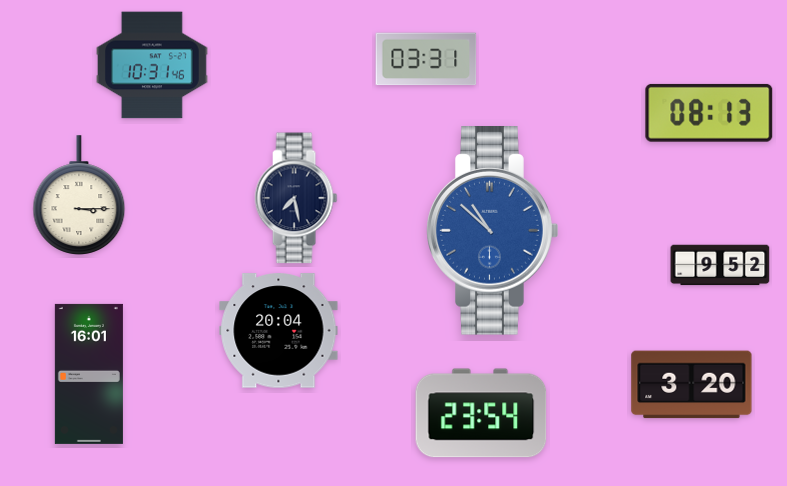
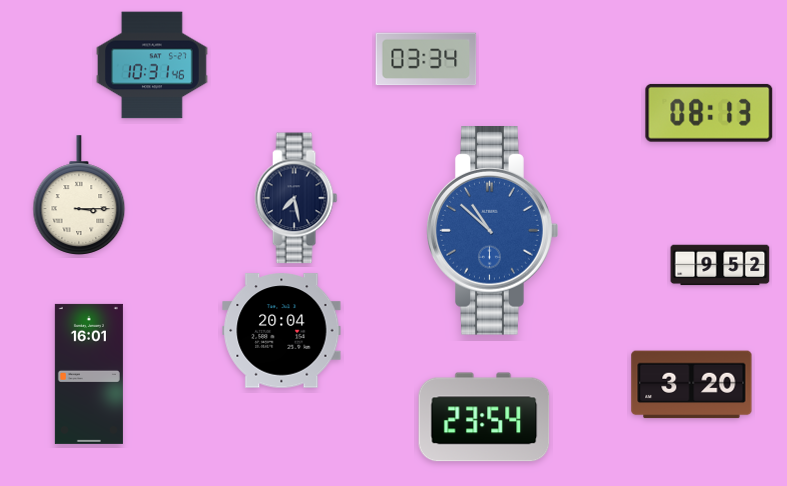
clock at (426, 59): 03:31 -> 03:34
clock at (279, 331) position: (279, 331) -> (282, 331)
clock at (481, 413) position: (481, 413) -> (484, 417)
